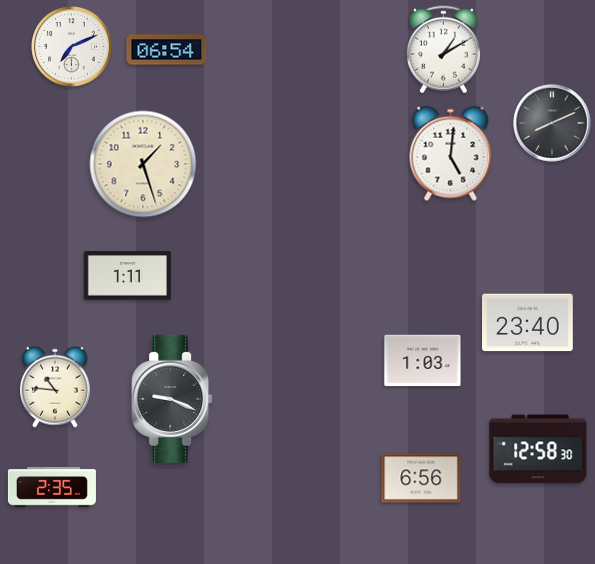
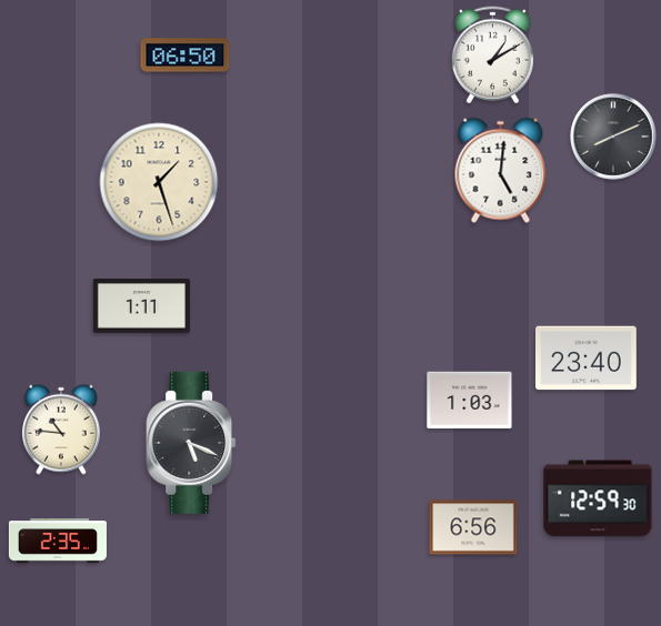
clock at (72, 47): 7:11 -> none
clock at (167, 50): 06:54 -> 06:50
clock at (172, 399): 9:19 -> 5:19
clock at (538, 449): 12:58 -> 12:59
clock at (421, 478) position: (421, 478) -> (473, 527)
